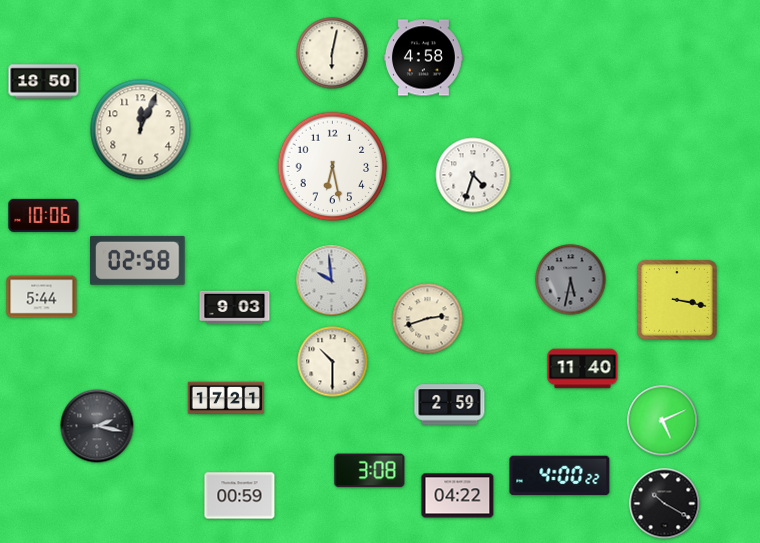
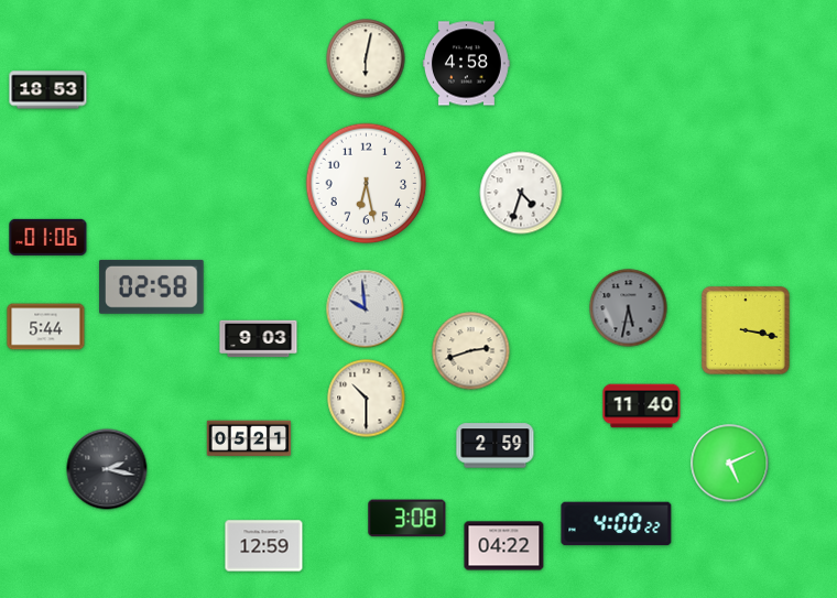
clock at (44, 82): 18:50 -> 18:53
clock at (141, 130): 12:04 -> none
clock at (44, 215): 10:06 -> 01:06
clock at (226, 398): 17:21 -> 05:21
clock at (240, 496): 00:59 -> 12:59
clock at (665, 504): 10:20 -> none
